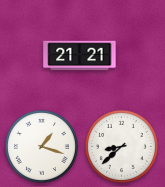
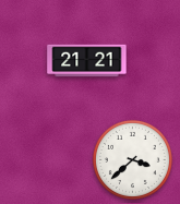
clock at (41, 146): 1:18 -> none
clock at (121, 146): 8:38 -> 3:38
